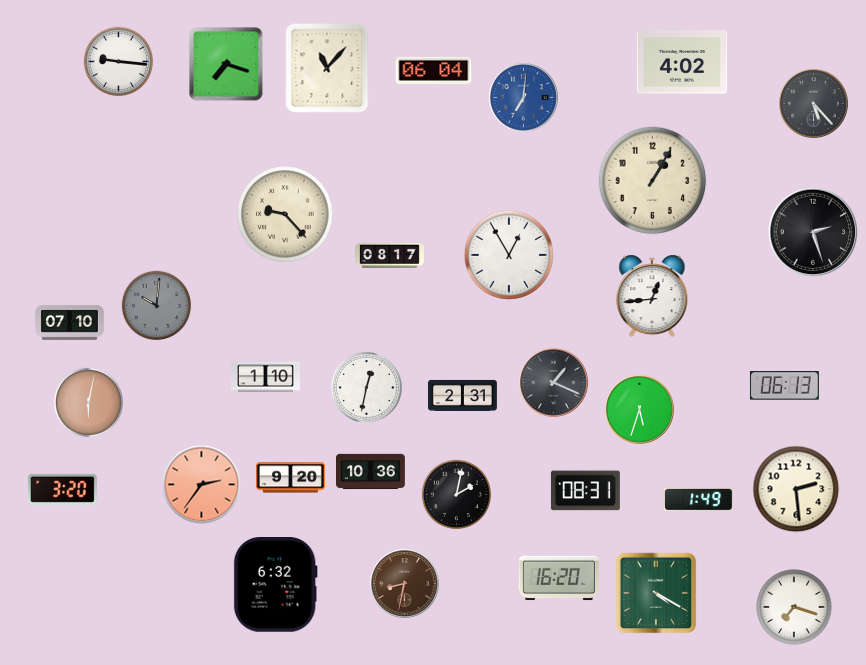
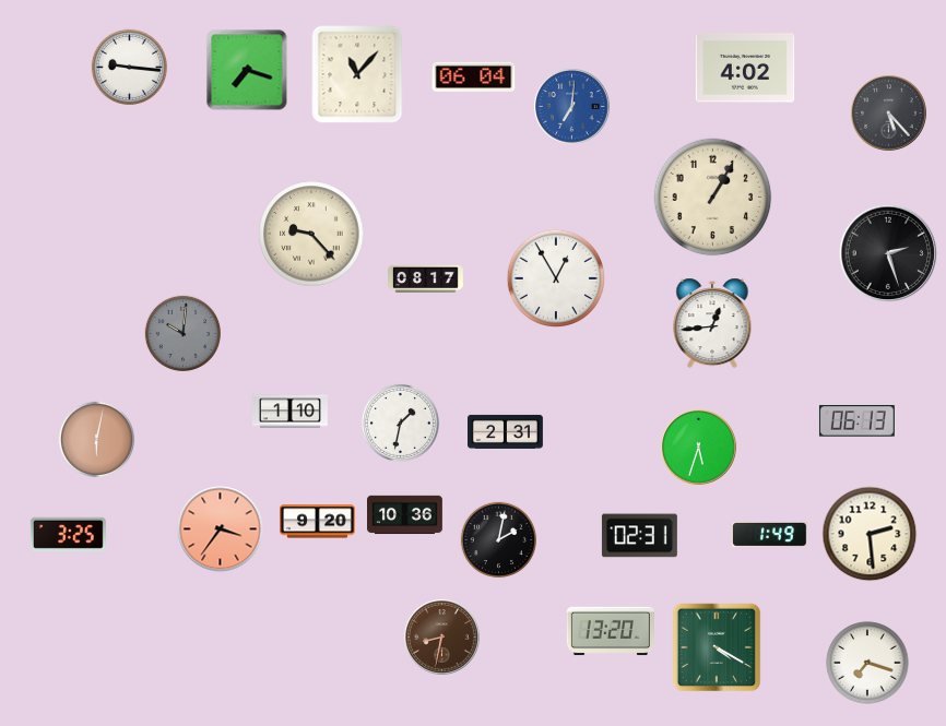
clock at (156, 305) position: (156, 305) -> (182, 333)
clock at (70, 322): 07:10 -> none
clock at (554, 383): 1:19 -> none
clock at (366, 387): 12:32 -> 1:32
clock at (202, 485): 2:36 -> 3:36
clock at (62, 489): 3:20 -> 3:25
clock at (585, 491): 08:31 -> 02:31
clock at (698, 499) position: (698, 499) -> (769, 534)
clock at (559, 578): 16:20 -> 13:20
clock at (275, 585): 6:32 -> none
